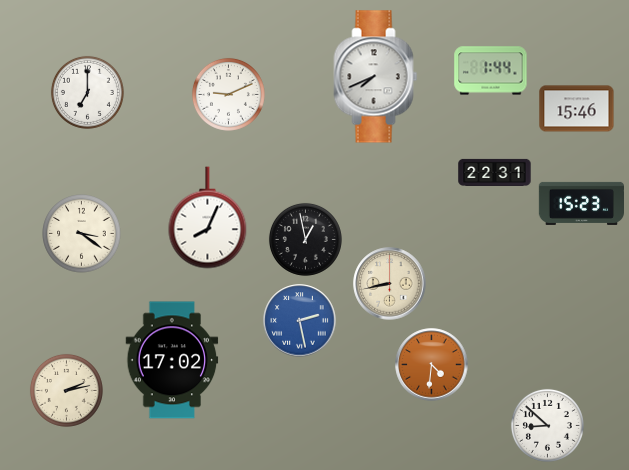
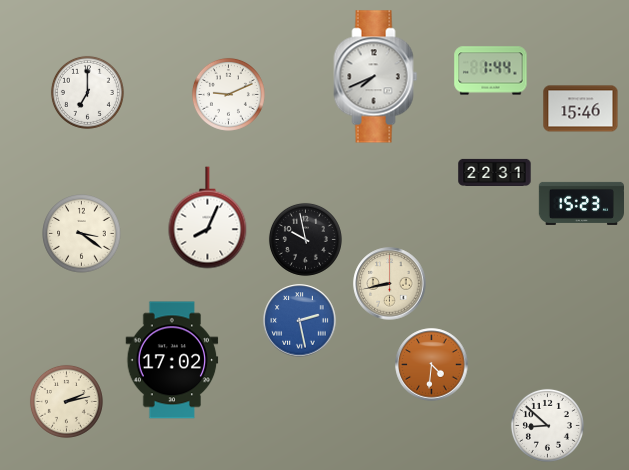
clock at (577, 109) position: (577, 109) -> (581, 109)
clock at (305, 239): 12:58 -> 9:58
clock at (66, 390) position: (66, 390) -> (66, 401)
